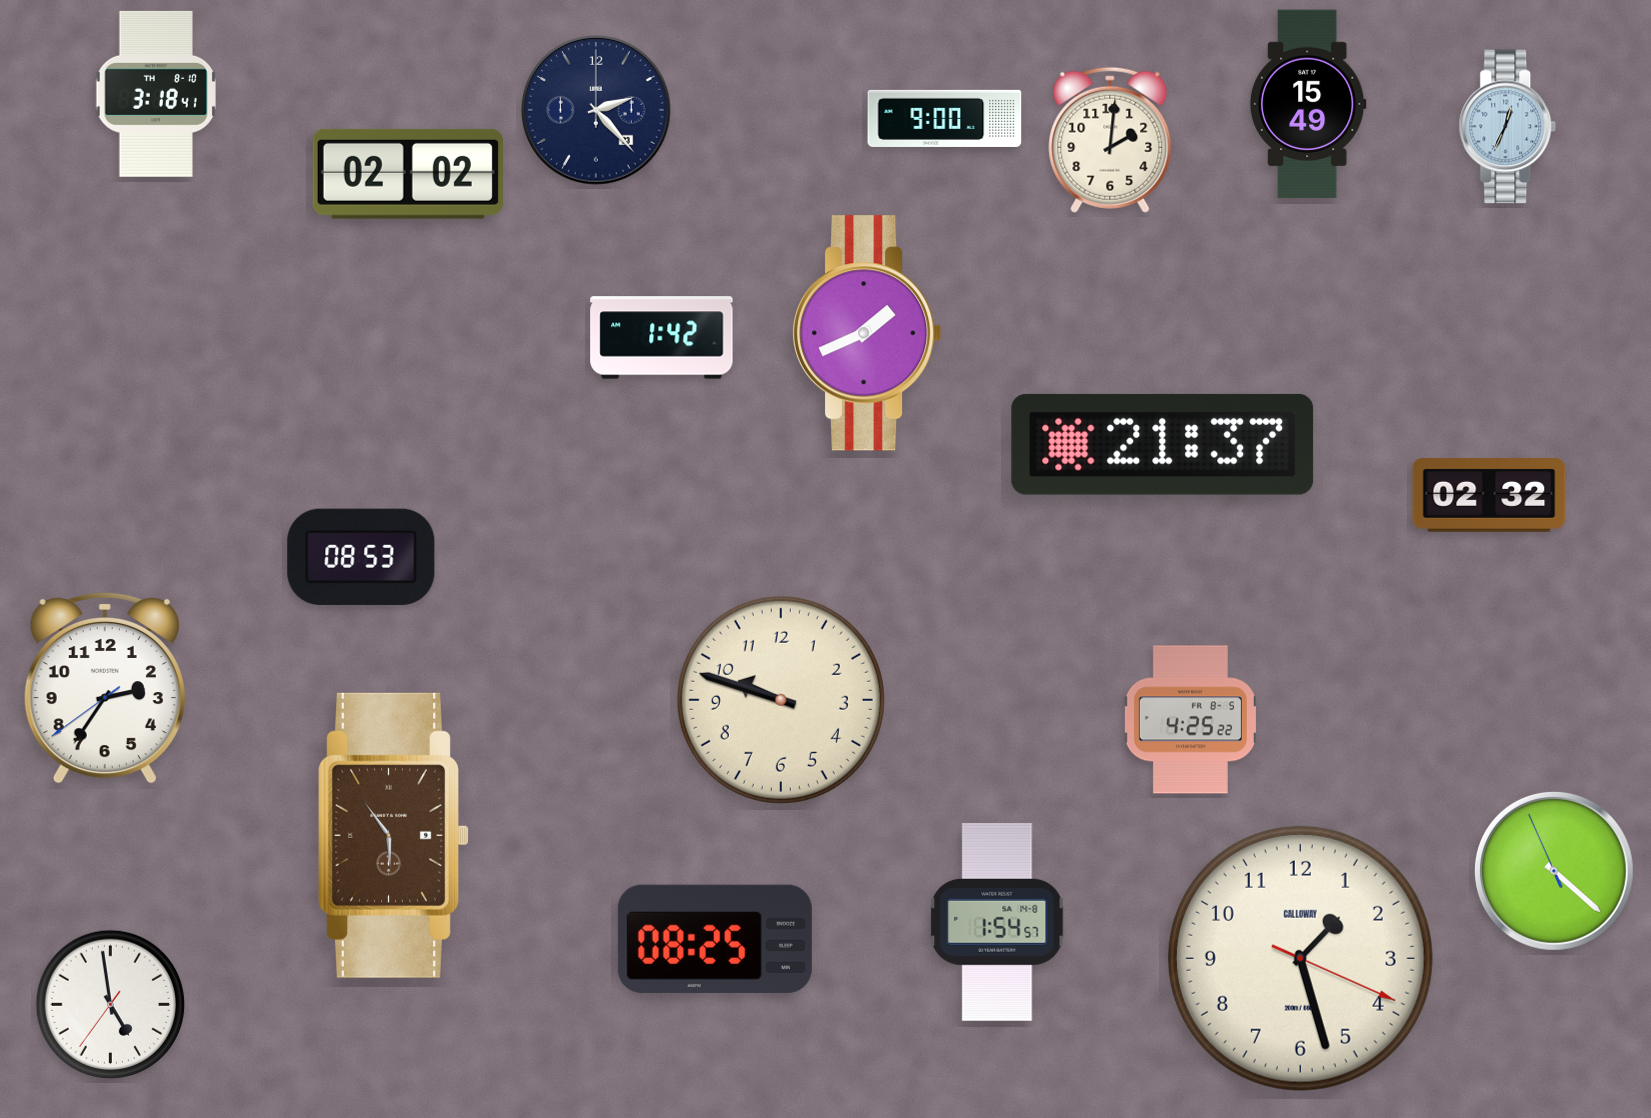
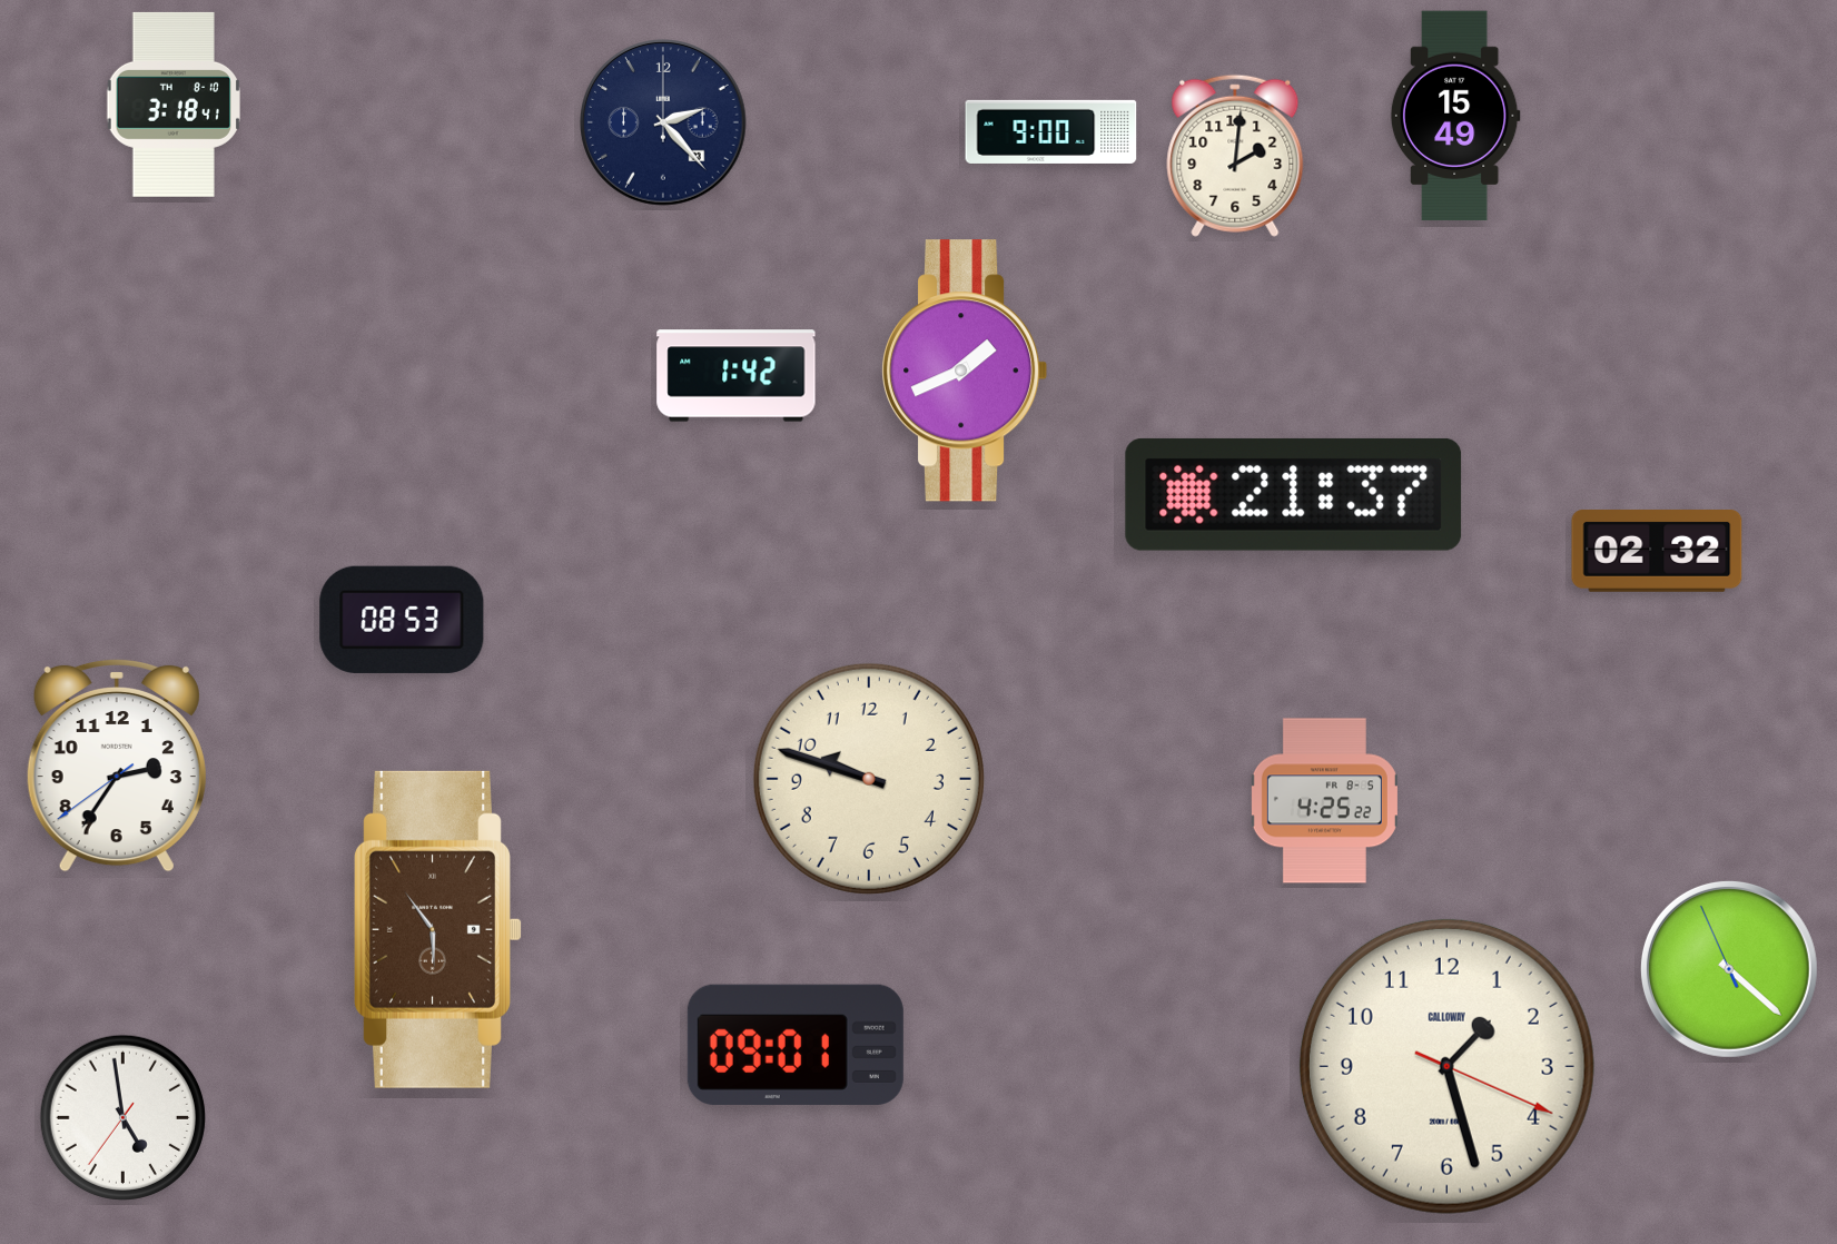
clock at (1508, 127): 12:34 -> none
clock at (408, 174): 02:02 -> none
clock at (997, 922): 1:54 -> none
clock at (715, 939): 08:25 -> 09:01
